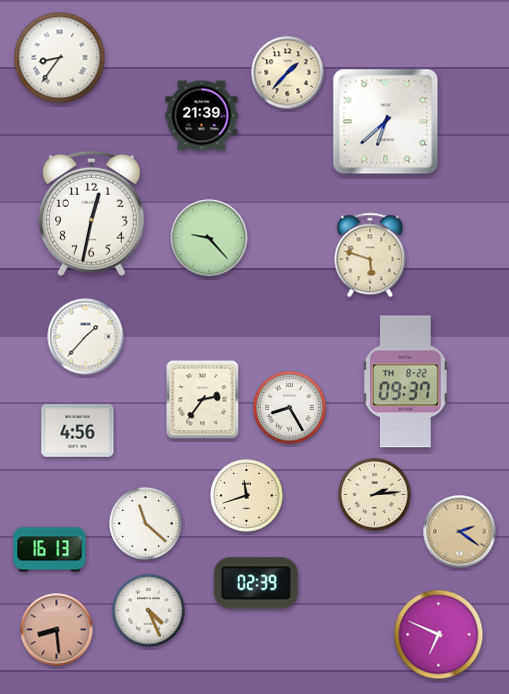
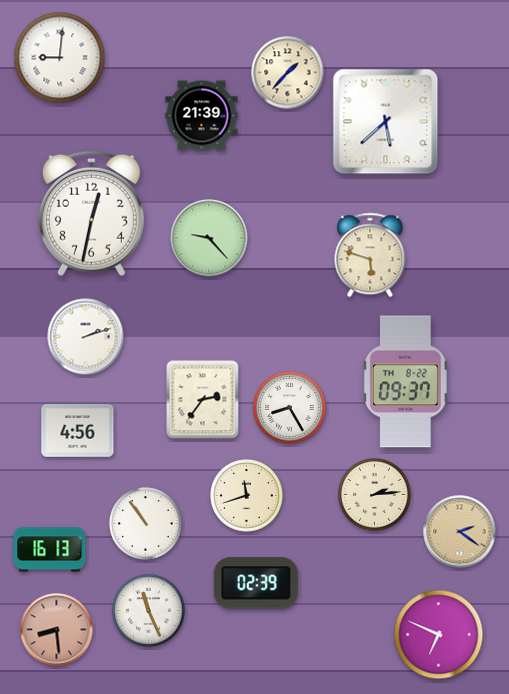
clock at (60, 58): 8:36 -> 9:01
clock at (386, 122): 6:38 -> 5:38
clock at (86, 337): 1:37 -> 2:12
clock at (146, 524): 11:22 -> 10:54
clock at (149, 611): 4:26 -> 11:26
